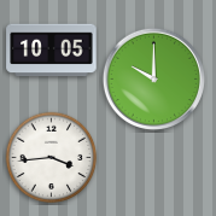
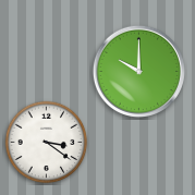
clock at (52, 51): 10:05 -> none
clock at (52, 158): 3:44 -> 3:21
